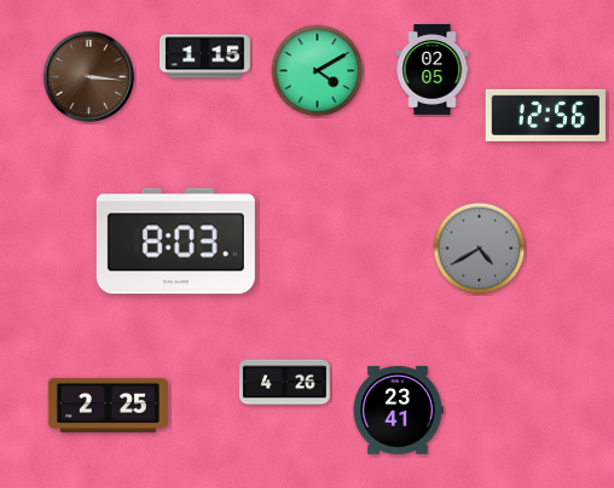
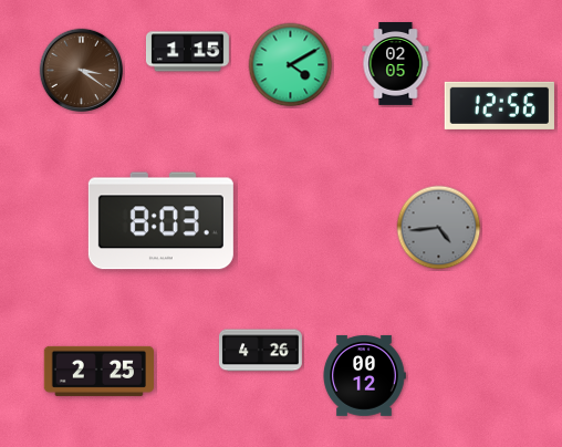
clock at (89, 77): 3:16 -> 3:21
clock at (480, 249): 4:40 -> 4:44
clock at (398, 409): 23:41 -> 00:12
